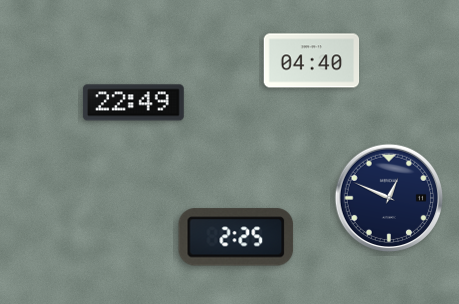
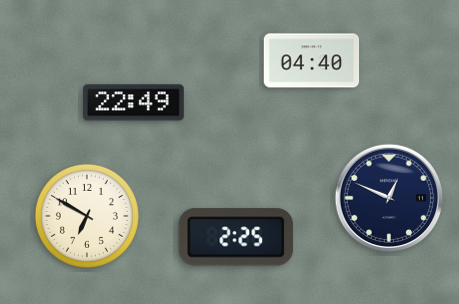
clock at (87, 216): none -> 6:50
